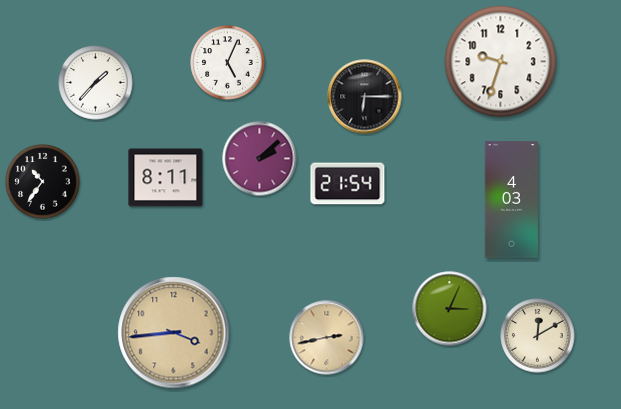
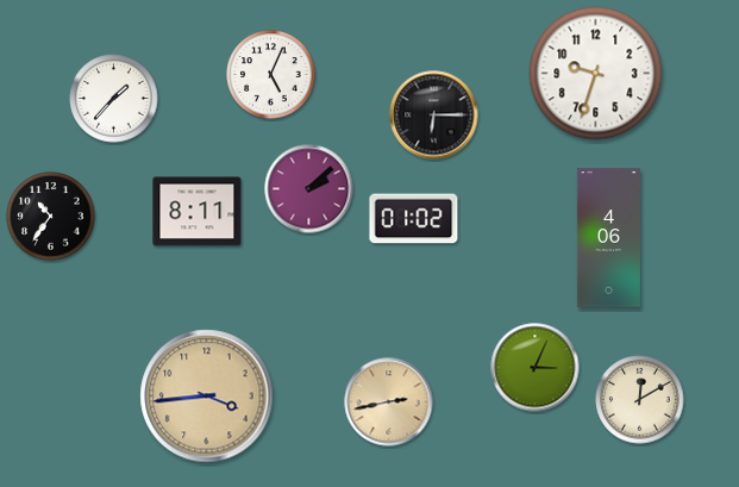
clock at (348, 184): 21:54 -> 01:02
clock at (511, 200): 4:03 -> 4:06
